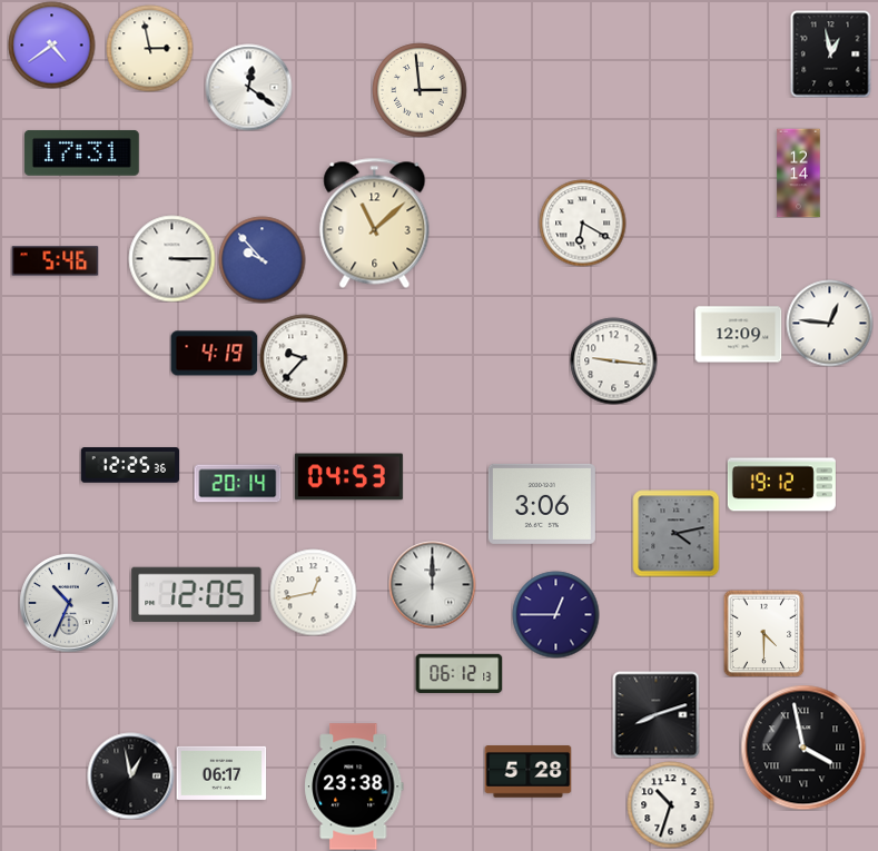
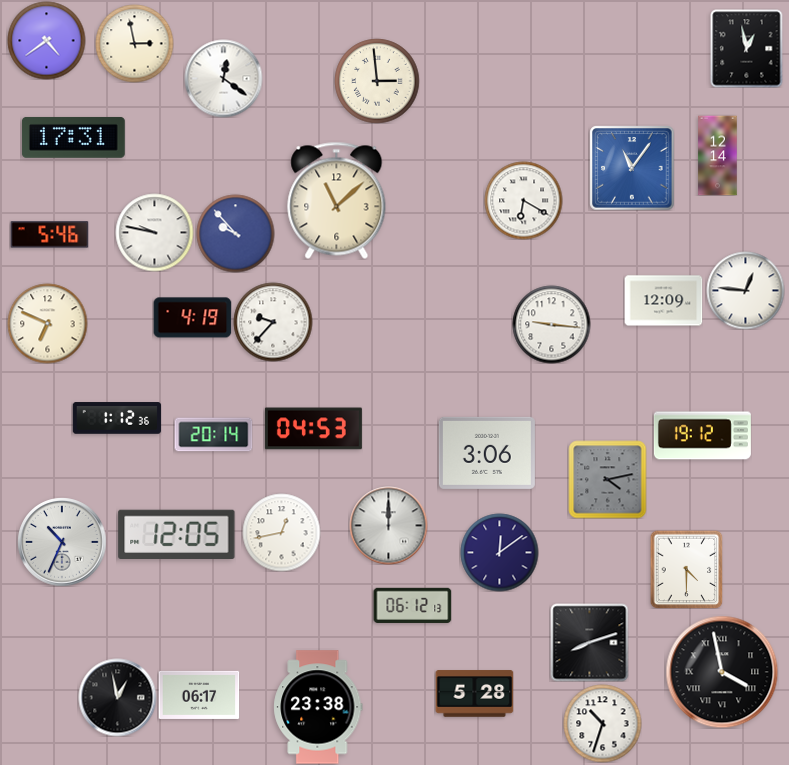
clock at (632, 168): none -> 11:06
clock at (171, 258): 3:15 -> 9:47
clock at (47, 323): none -> 6:49
clock at (130, 465): 12:25 -> 1:12
clock at (555, 614): 12:45 -> 12:09
